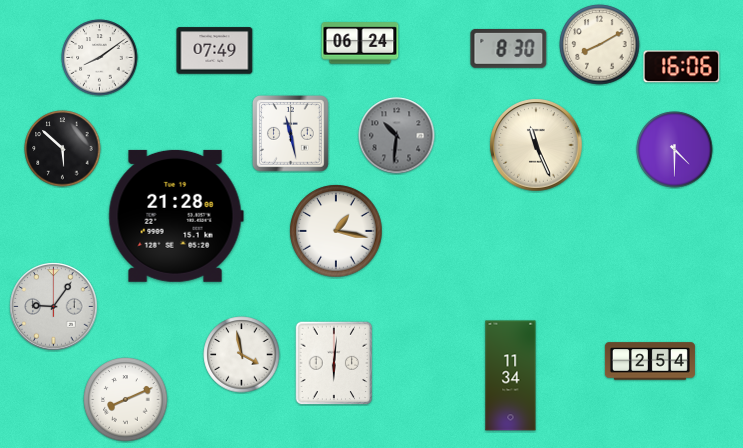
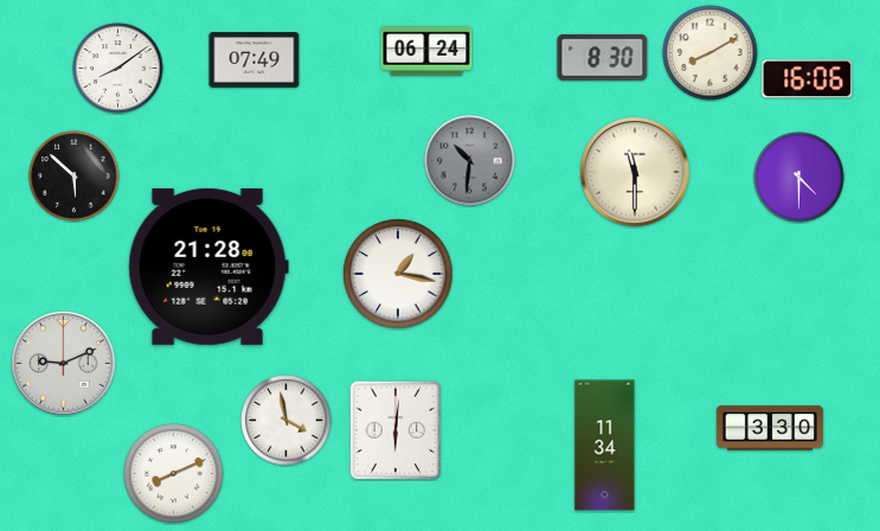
clock at (291, 134): 11:28 -> none
clock at (536, 145): 11:26 -> 11:30
clock at (176, 216) position: (176, 216) -> (208, 267)
clock at (54, 307): 9:06 -> 9:11
clock at (650, 361): 2:54 -> 3:30
clock at (126, 400) position: (126, 400) -> (174, 474)
